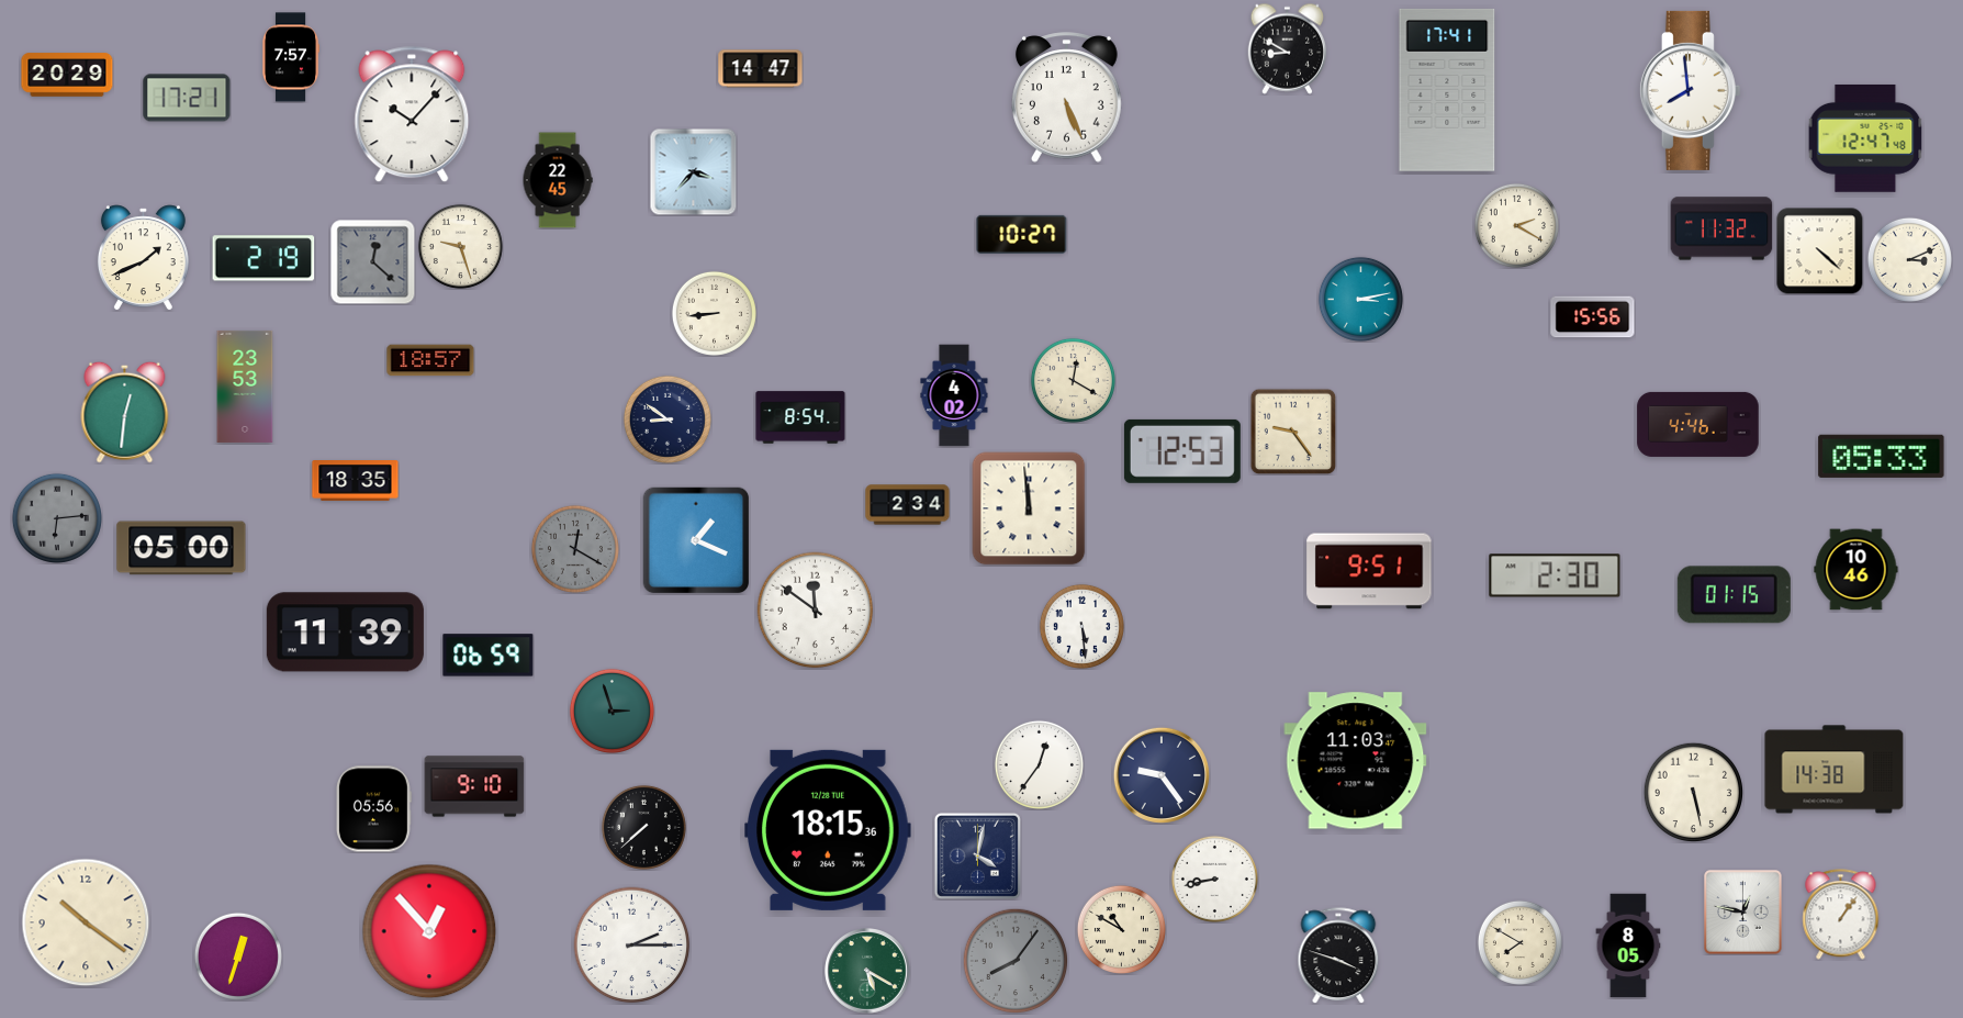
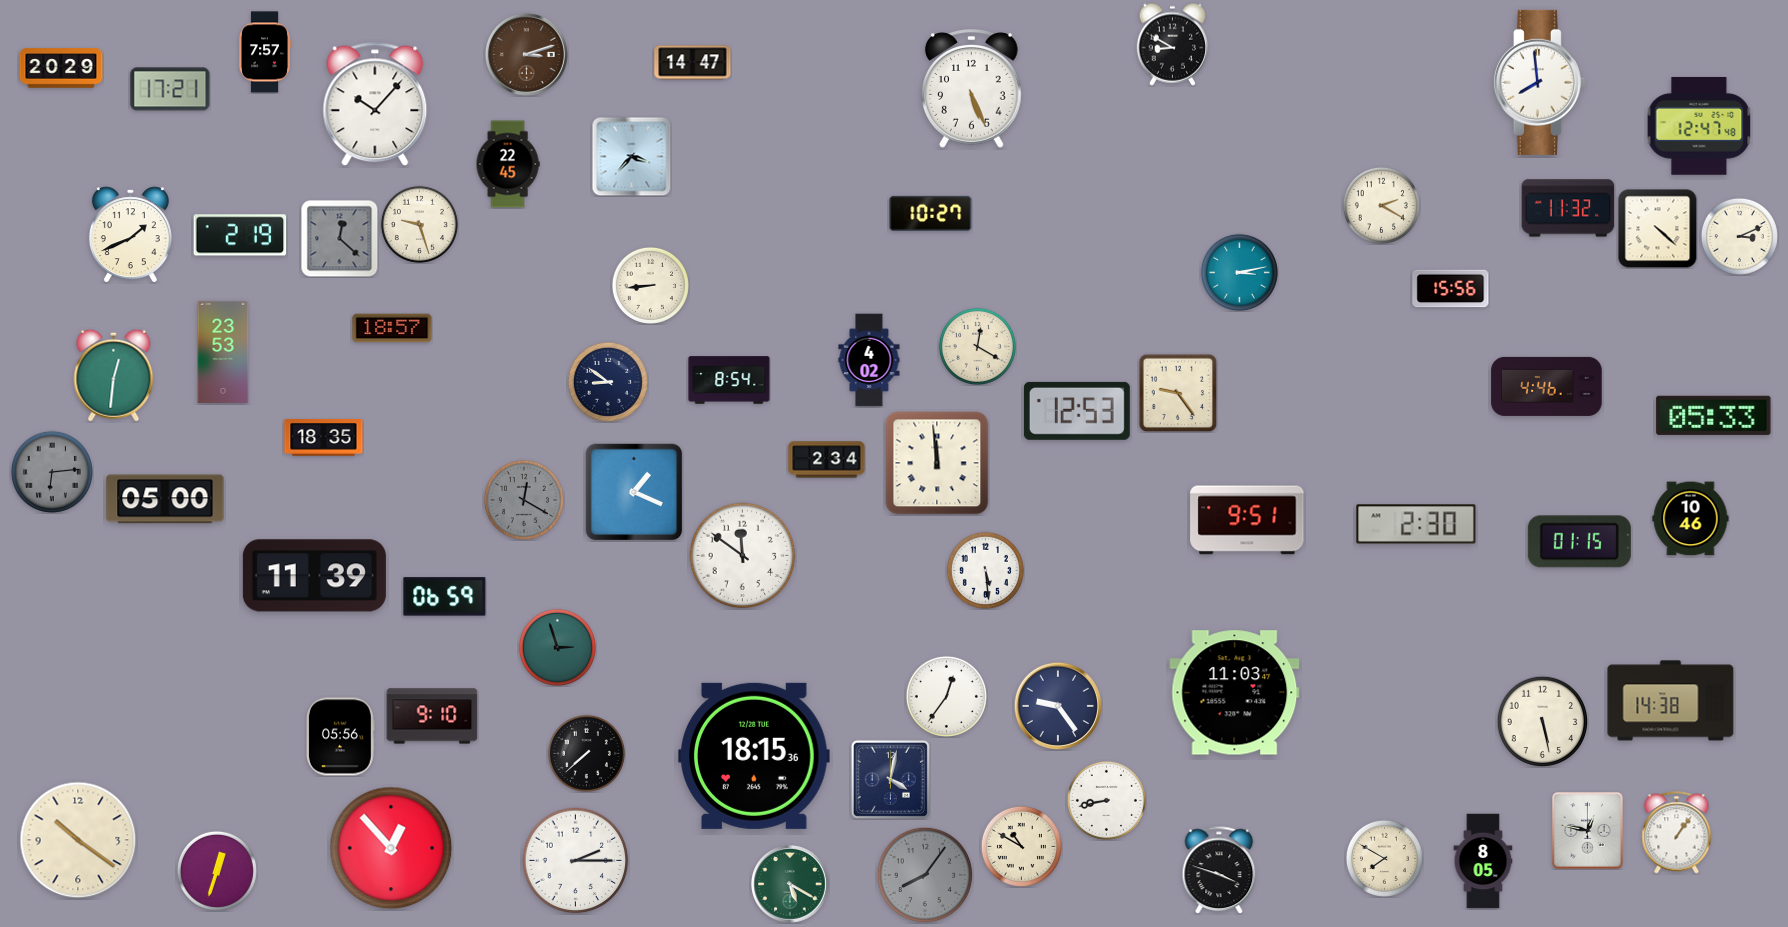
clock at (526, 54): none -> 3:12
clock at (1447, 90): 17:41 -> none
